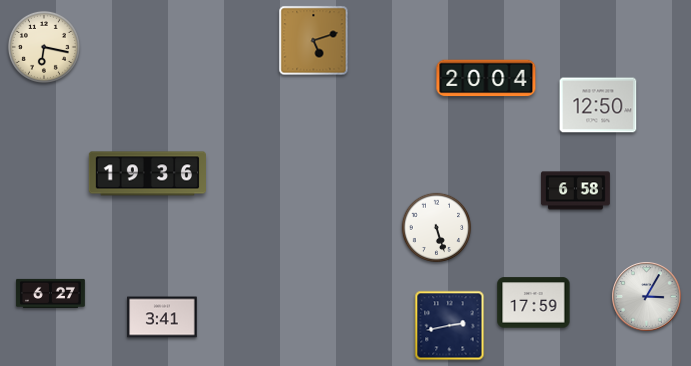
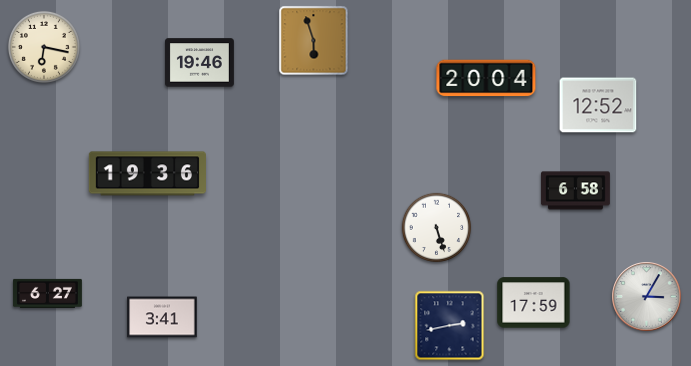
clock at (314, 41): 5:12 -> 5:57
clock at (199, 63): none -> 19:46
clock at (598, 105): 12:50 -> 12:52
clock at (50, 293) position: (50, 293) -> (47, 293)
